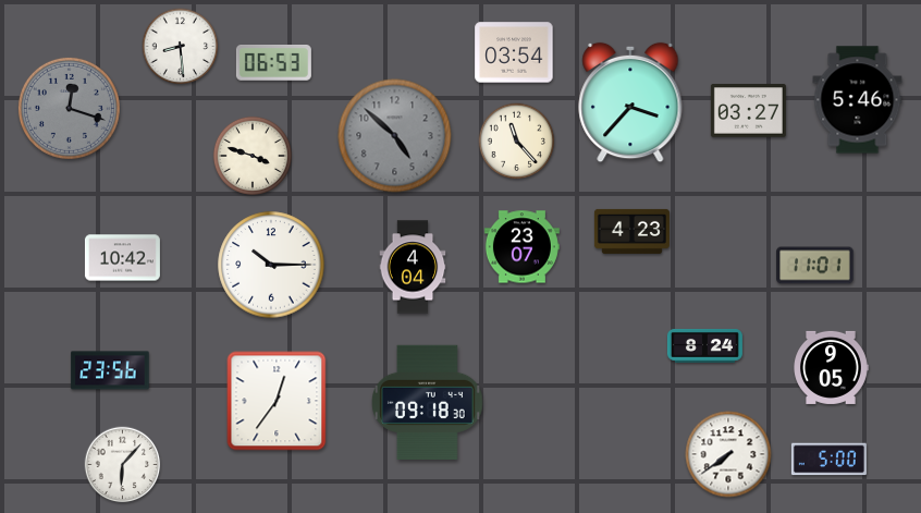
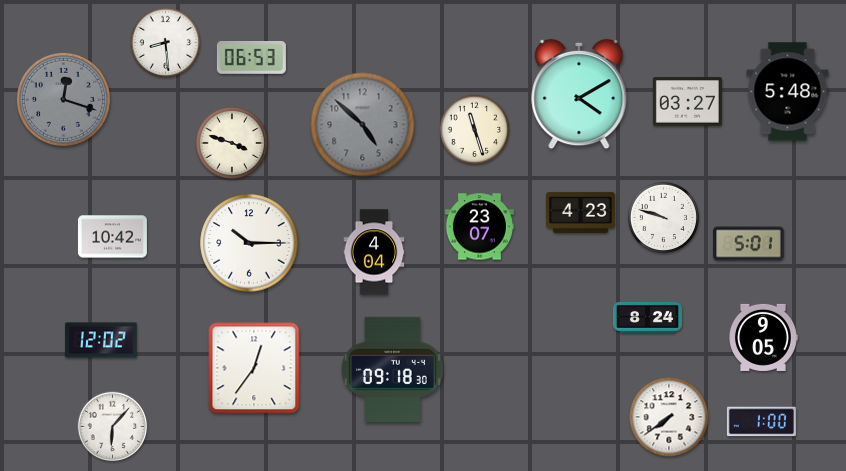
clock at (514, 52): 03:54 -> none
clock at (858, 100): 5:46 -> 5:48
clock at (630, 102): 3:37 -> 4:10
clock at (517, 142): 11:23 -> 11:27
clock at (663, 217): none -> 9:48
clock at (815, 266): 11:01 -> 5:01
clock at (413, 267) position: (413, 267) -> (374, 252)
clock at (110, 370): 23:56 -> 12:02
clock at (828, 460): 5:00 -> 1:00
